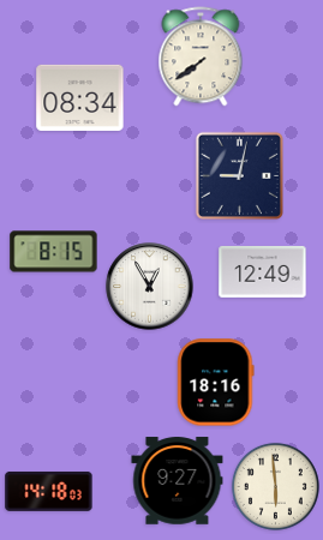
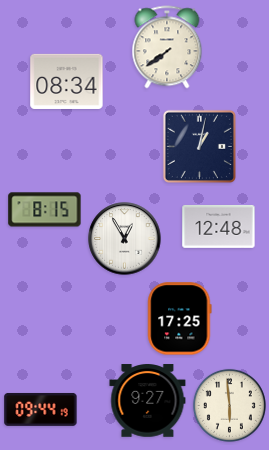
clock at (239, 175): 9:02 -> 1:02
clock at (263, 271): 12:49 -> 12:48
clock at (216, 383): 18:16 -> 17:25
clock at (49, 491): 14:18 -> 09:44
